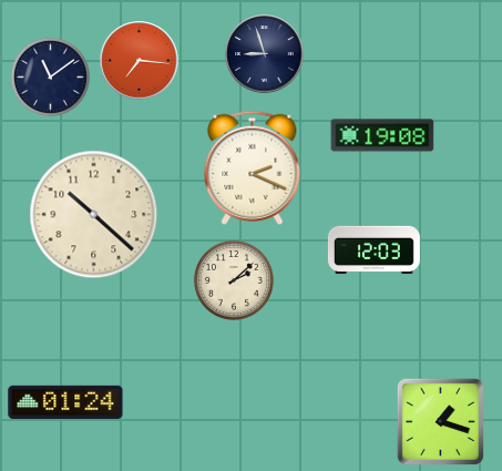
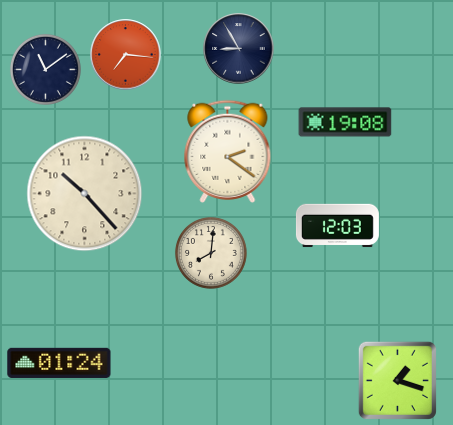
clock at (265, 54): 8:57 -> 8:55
clock at (253, 167): 2:19 -> 2:21
clock at (94, 215): 10:22 -> 10:23
clock at (234, 280): 2:08 -> 8:01
